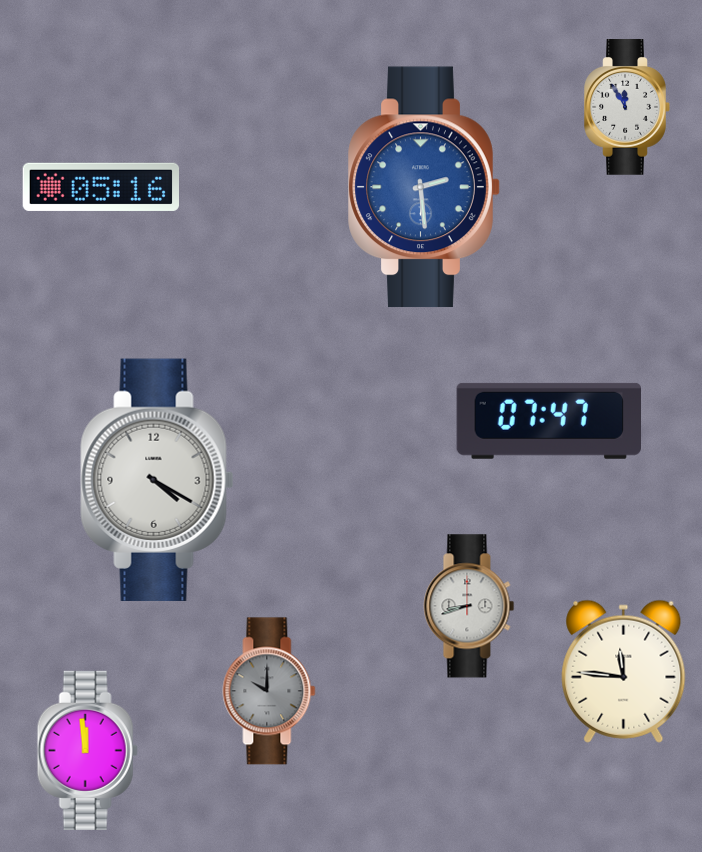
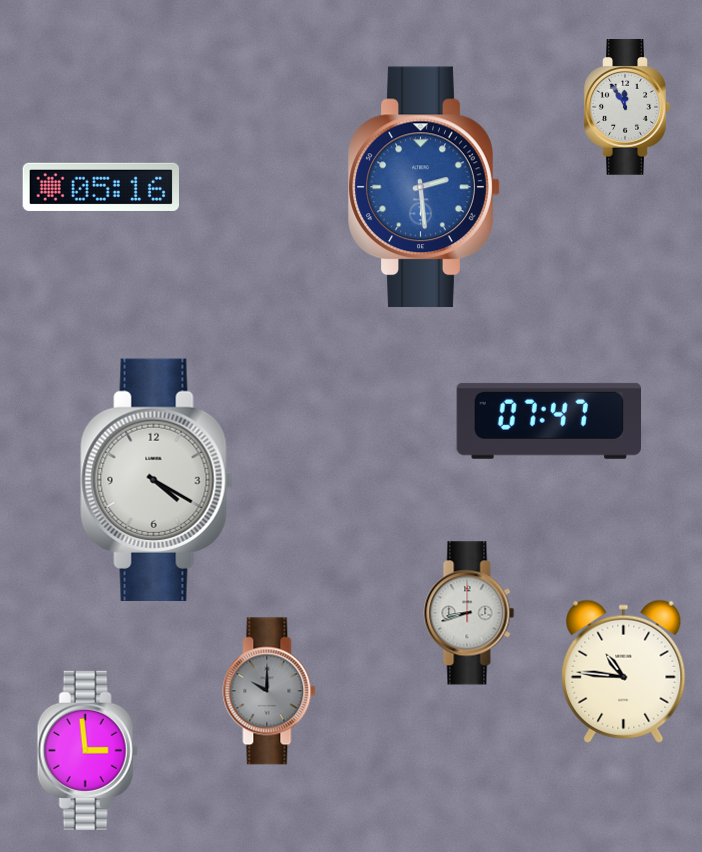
clock at (469, 606) position: (469, 606) -> (469, 613)
clock at (624, 671): 11:46 -> 10:46
clock at (87, 750): 11:59 -> 2:59
